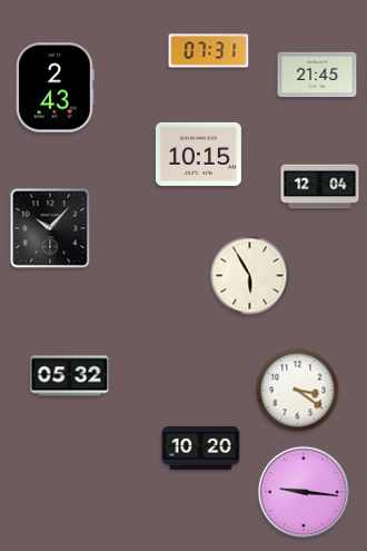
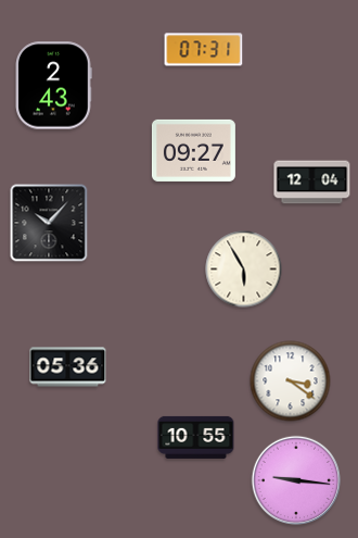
clock at (317, 75): 21:45 -> none
clock at (198, 154): 10:15 -> 09:27
clock at (70, 376): 05:32 -> 05:36
clock at (201, 447): 10:20 -> 10:55
